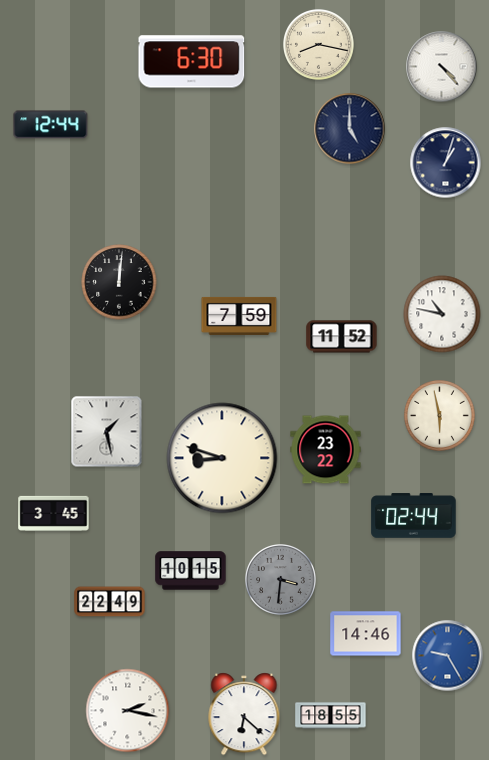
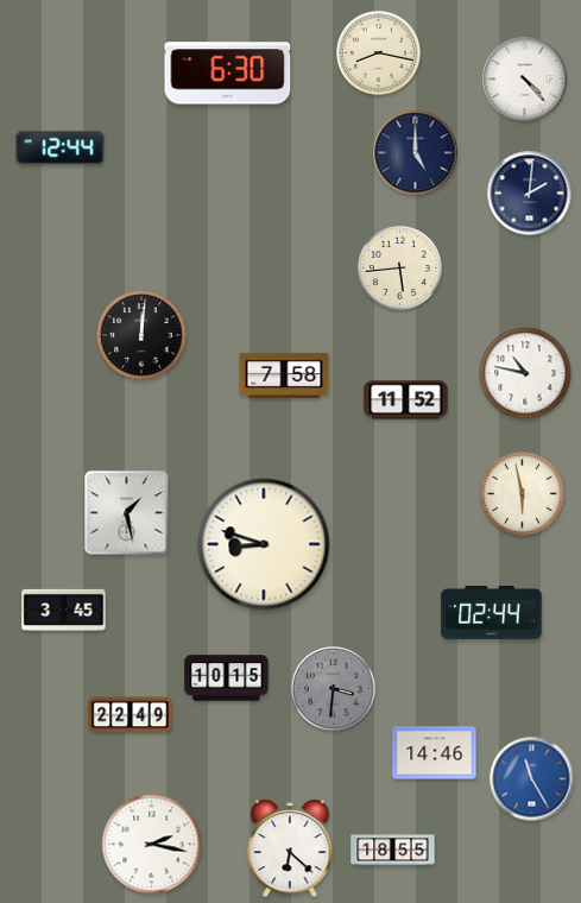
clock at (446, 163): 1:03 -> 2:01
clock at (400, 269): none -> 5:44
clock at (239, 316): 7:59 -> 7:58
clock at (326, 450): 23:22 -> none
clock at (448, 656): 9:25 -> 11:25
